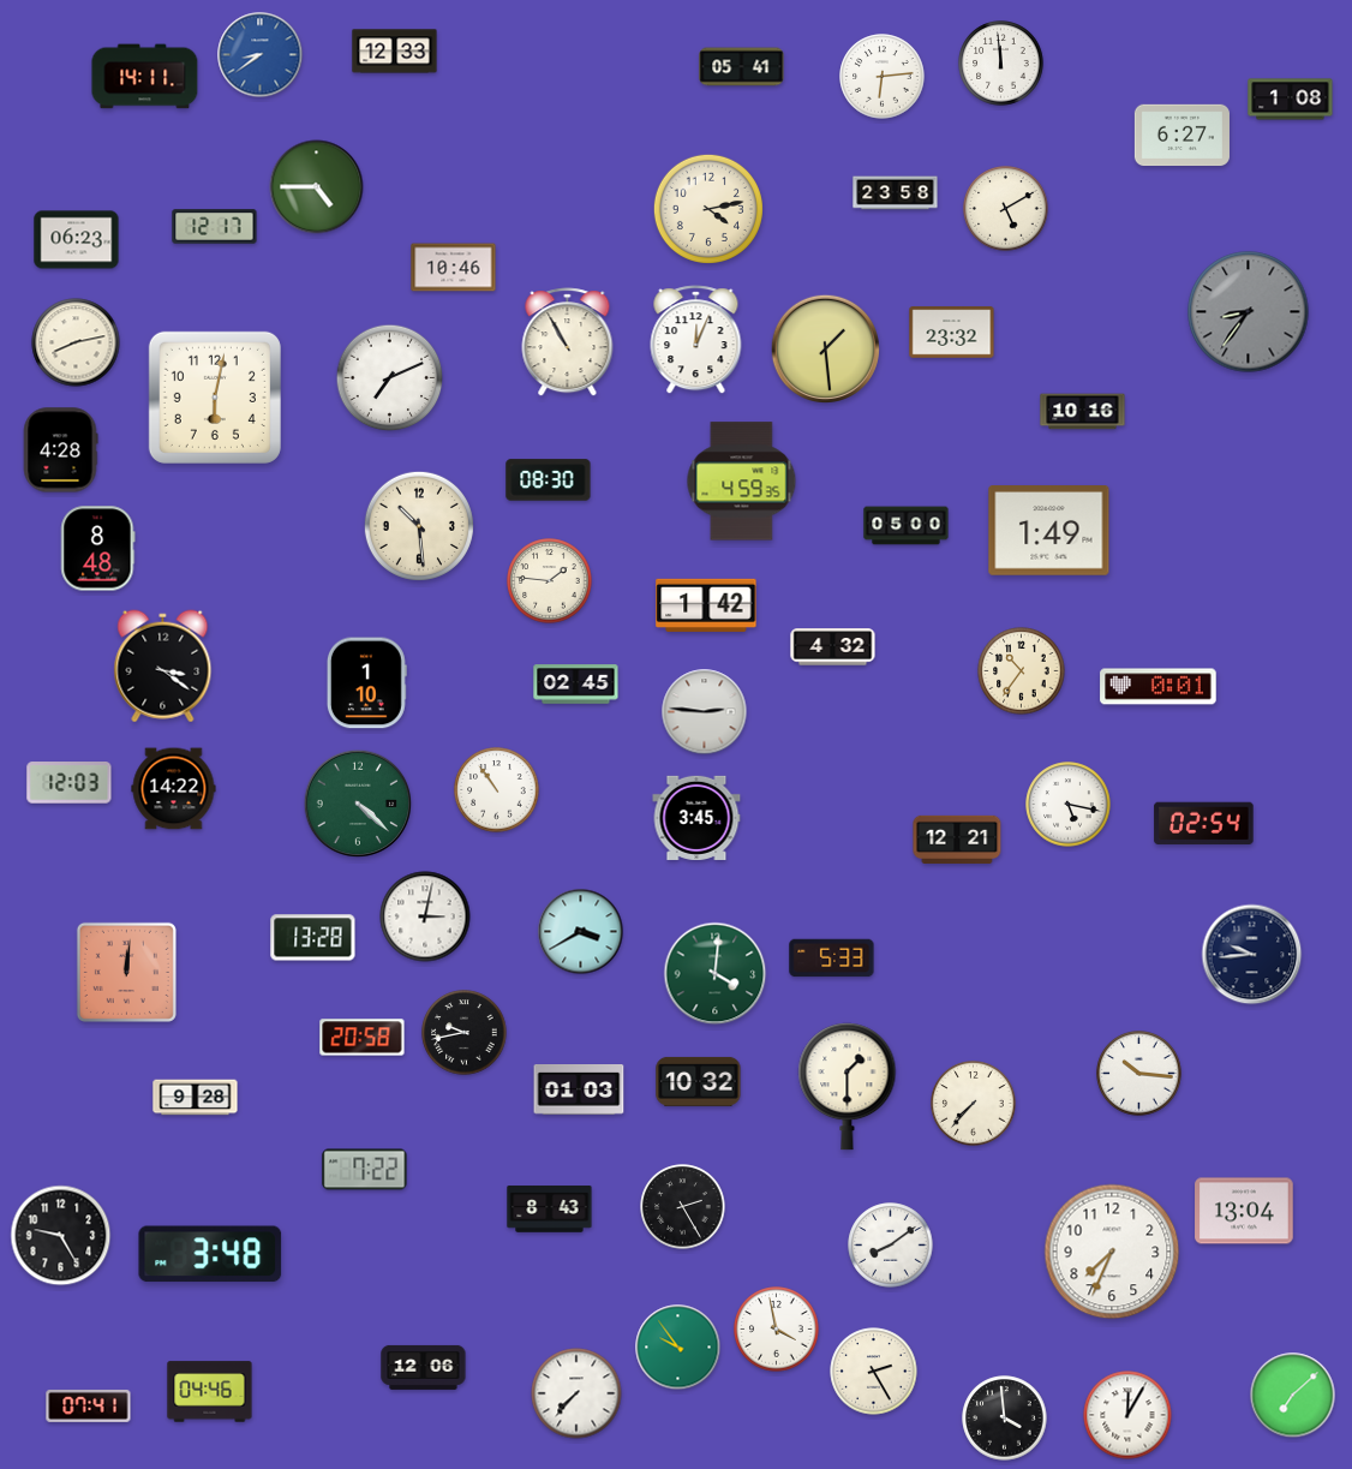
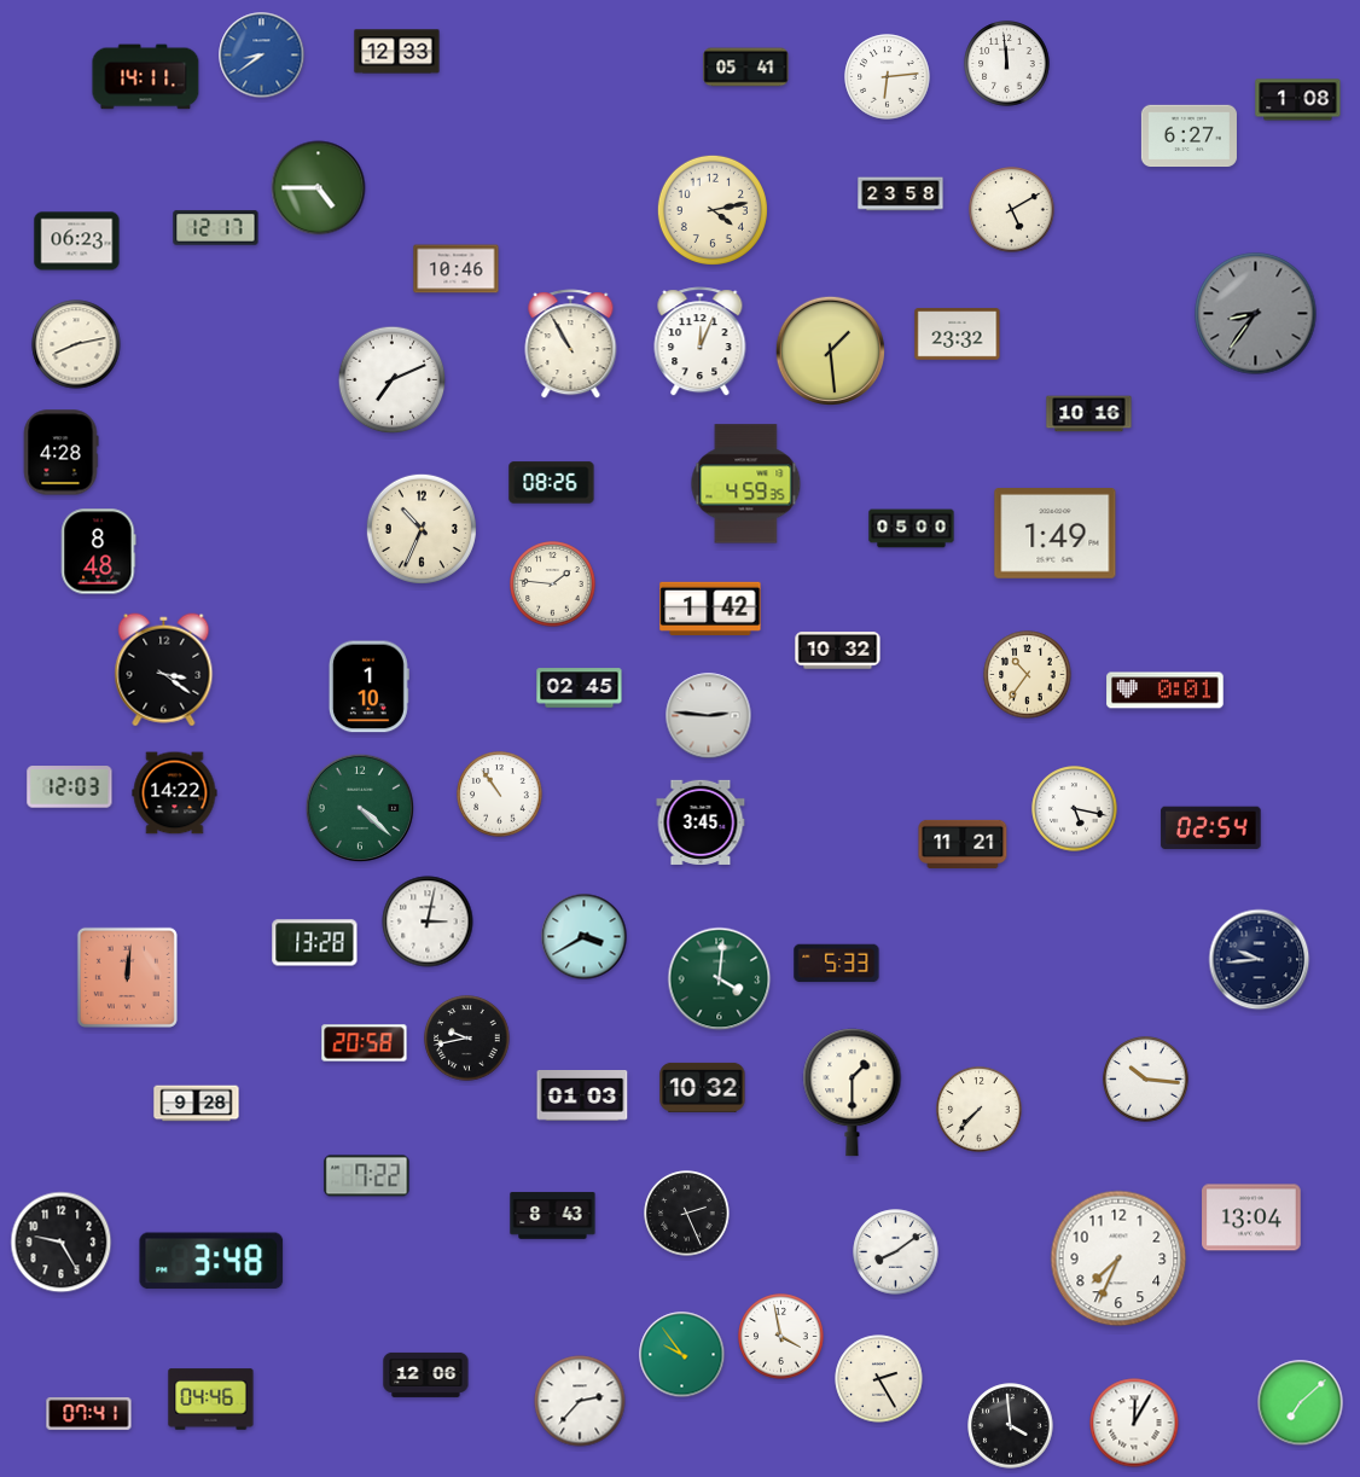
clock at (215, 398): 6:02 -> none
clock at (549, 480): 08:30 -> 08:26
clock at (419, 526): 10:29 -> 10:34
clock at (833, 647): 4:32 -> 10:32
clock at (957, 840): 12:21 -> 11:21
clock at (683, 1207): 2:25 -> 2:26
clock at (576, 1393): 7:37 -> 2:37
